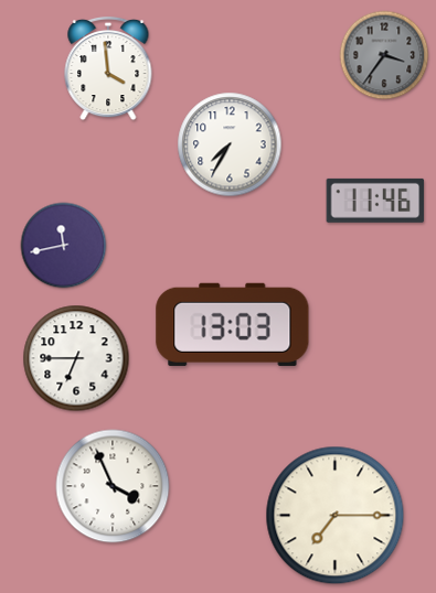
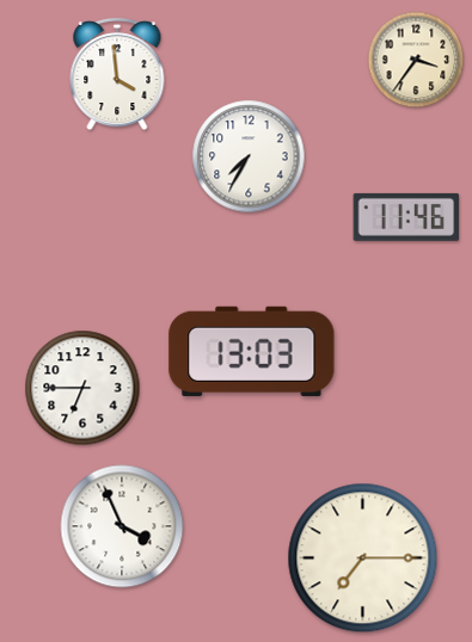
clock at (384, 55) dial: grey -> cream
clock at (64, 246): 11:43 -> none
